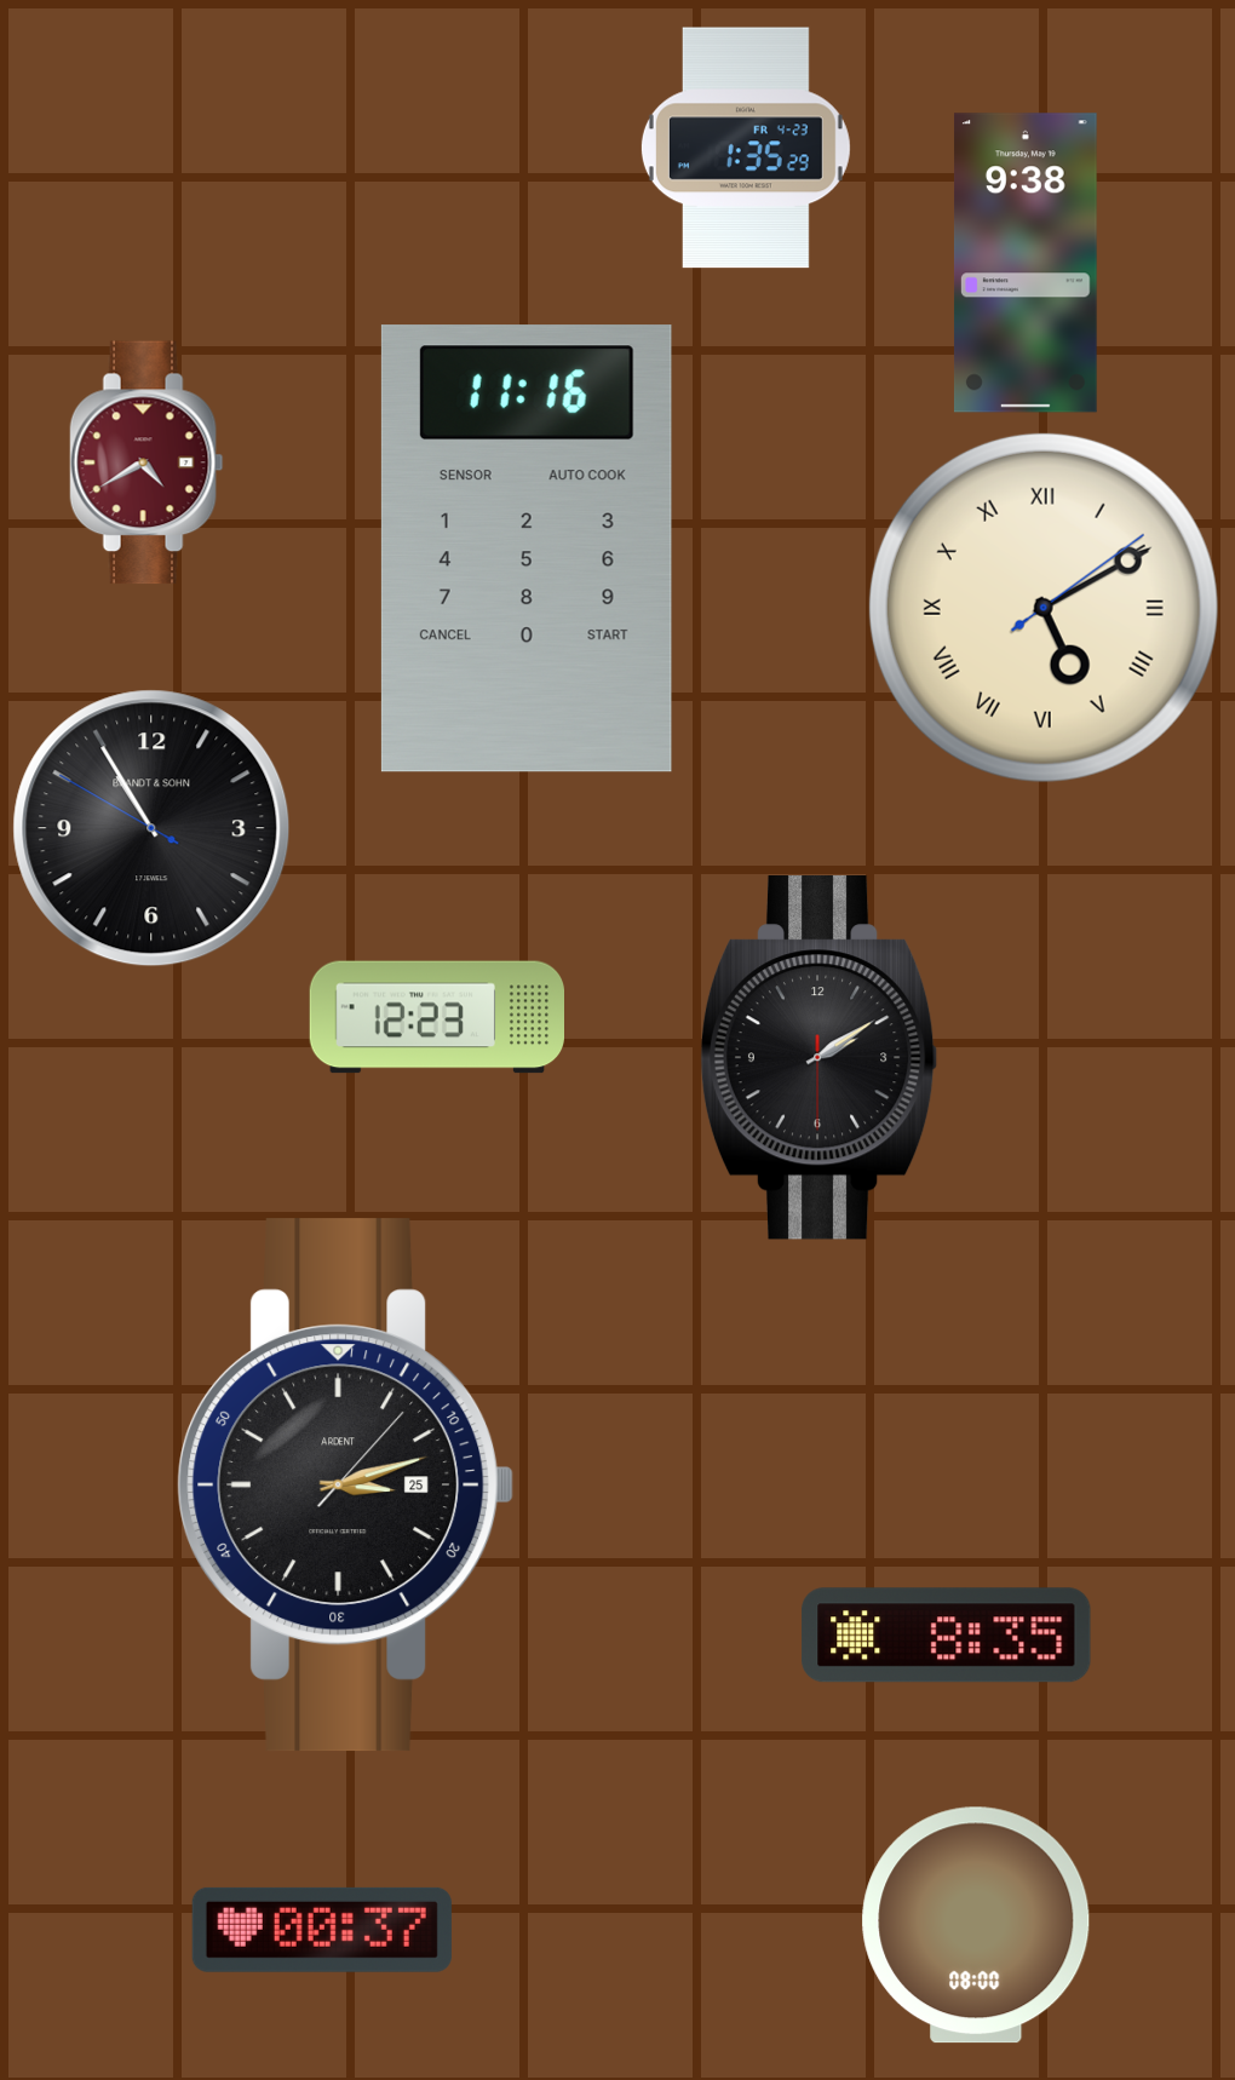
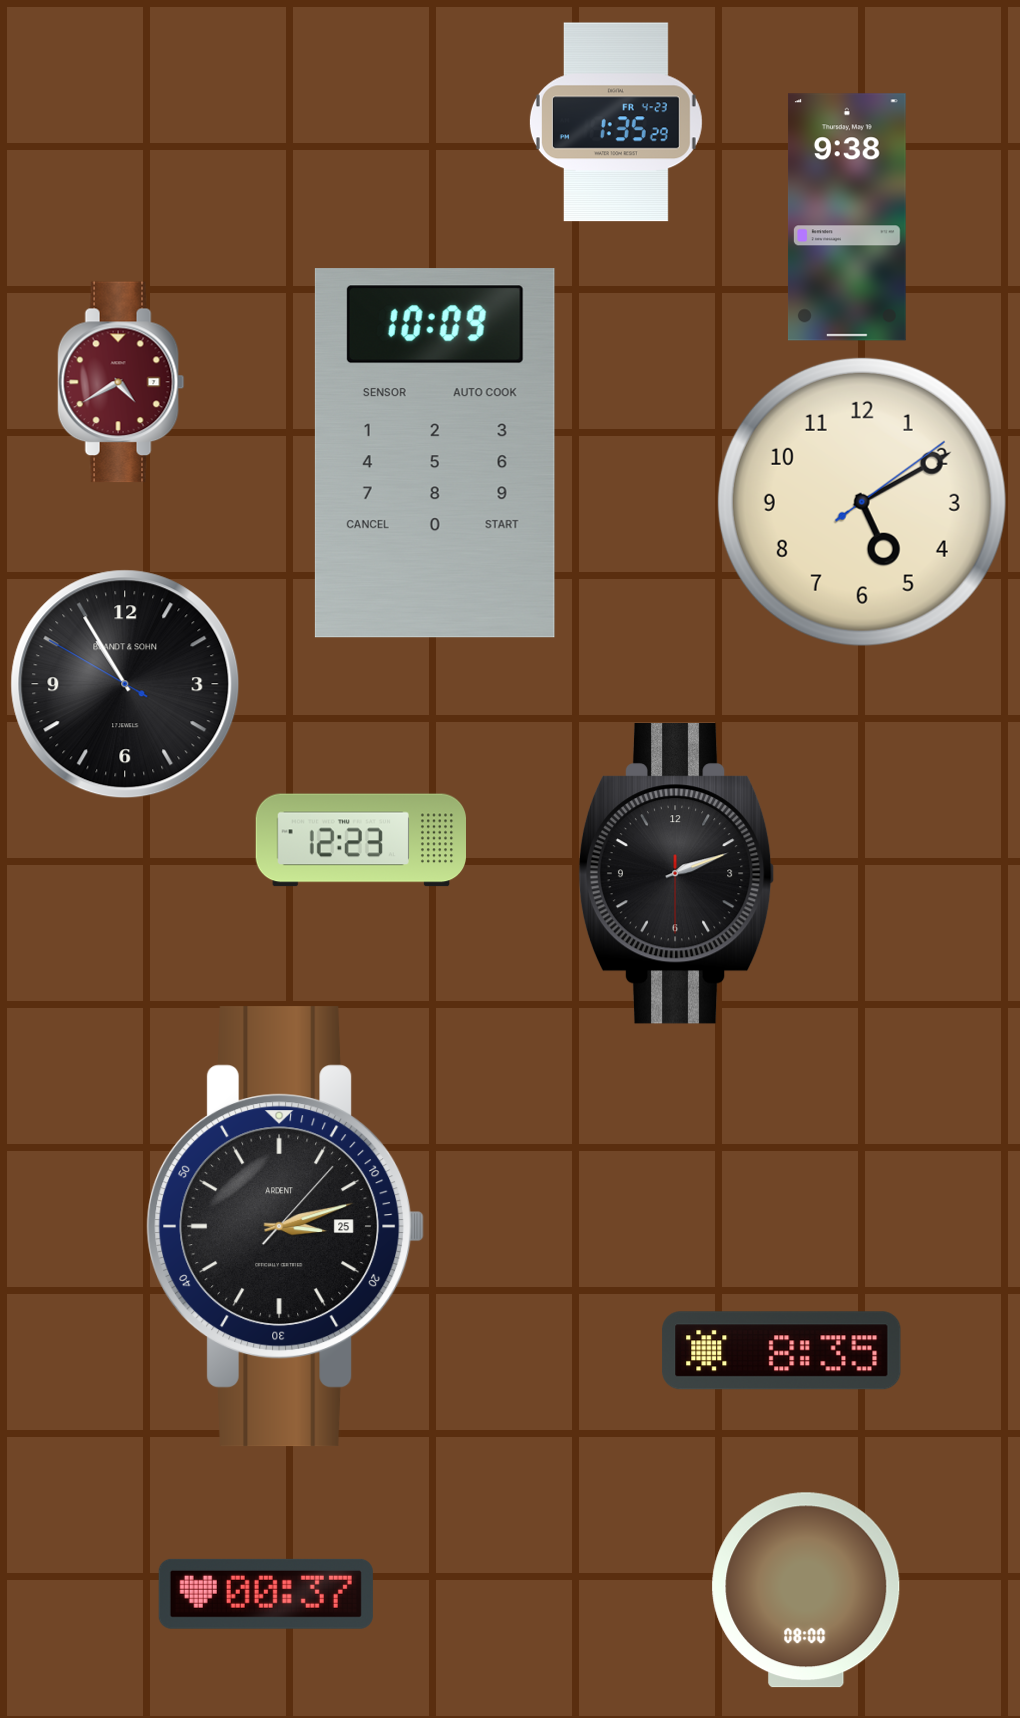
clock at (527, 548): 11:16 -> 10:09
clock at (1044, 608) numerals: Roman -> Arabic
clock at (818, 1058): 2:09 -> 2:11
